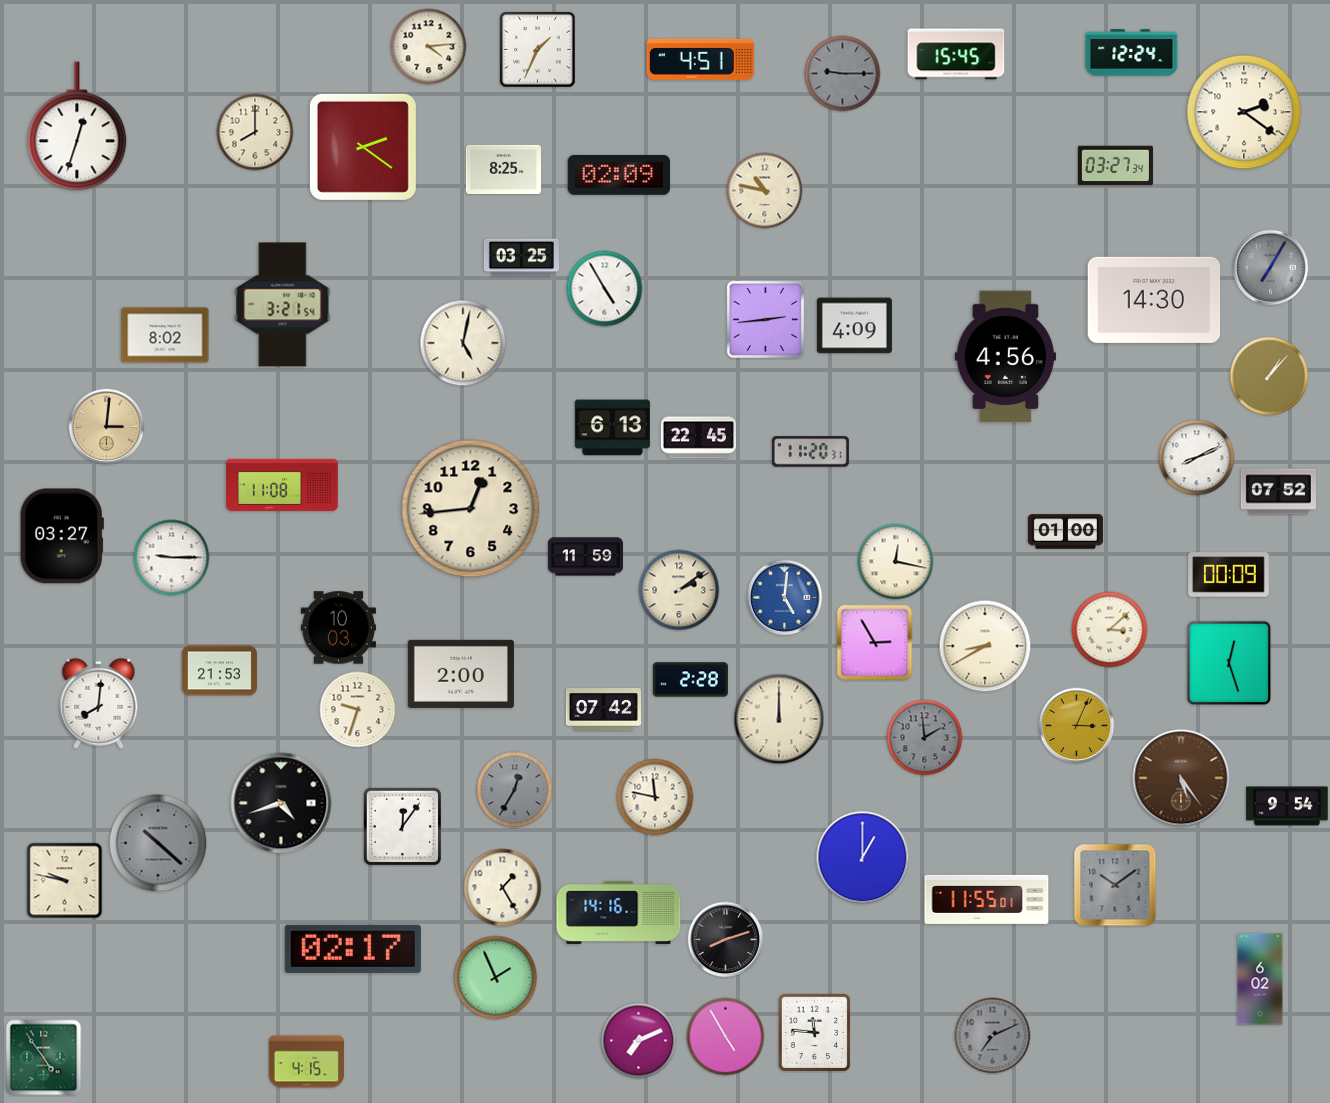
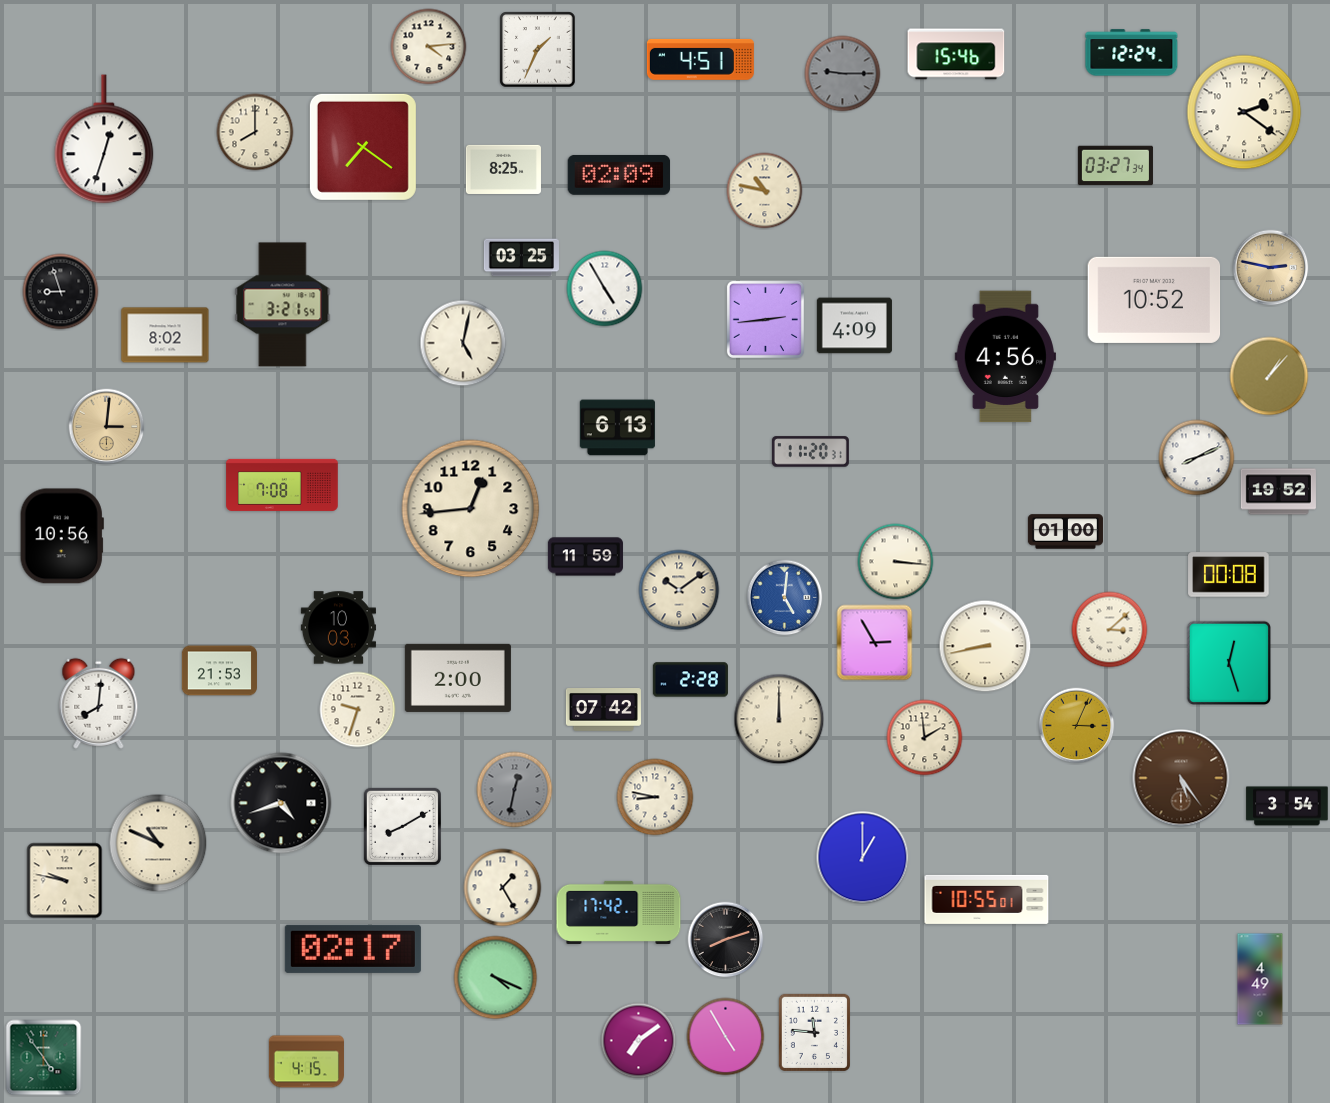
clock at (956, 54): 15:45 -> 15:46
clock at (77, 126) position: (77, 126) -> (104, 139)
clock at (363, 147): 2:21 -> 7:21
clock at (1271, 268): 7:05 -> 2:47
clock at (1271, 268) dial: grey -> champagne
clock at (61, 292): none -> 8:57
clock at (1154, 300): 14:30 -> 10:52
clock at (612, 428) position: (612, 428) -> (617, 428)
clock at (698, 438): 22:45 -> none
clock at (282, 485): 11:08 -> 7:08
clock at (1278, 492): 07:52 -> 19:52
clock at (62, 536): 03:27 -> 10:56
clock at (172, 558): 9:15 -> none
clock at (896, 562): 12:17 -> 3:16
clock at (1229, 575): 00:09 -> 00:08
clock at (679, 590): 2:09 -> 10:09
clock at (985, 646): 8:40 -> 8:43
clock at (461, 674) position: (461, 674) -> (458, 678)
clock at (925, 738) dial: grey -> cream
clock at (515, 790): 12:35 -> 12:32
clock at (655, 797): 11:47 -> 8:47
clock at (1287, 806): 9:54 -> 3:54
clock at (402, 826): 12:06 -> 8:10
clock at (158, 843): 10:22 -> 10:49
clock at (158, 843) dial: grey -> cream
clock at (1115, 885): 10:09 -> none
clock at (987, 899): 11:55 -> 10:55
clock at (619, 912): 14:16 -> 17:42
clock at (496, 978): 1:56 -> 4:19
clock at (1260, 979): 6:02 -> 4:49
clock at (993, 1036): 7:11 -> none
clock at (639, 1041): 7:11 -> 7:09
